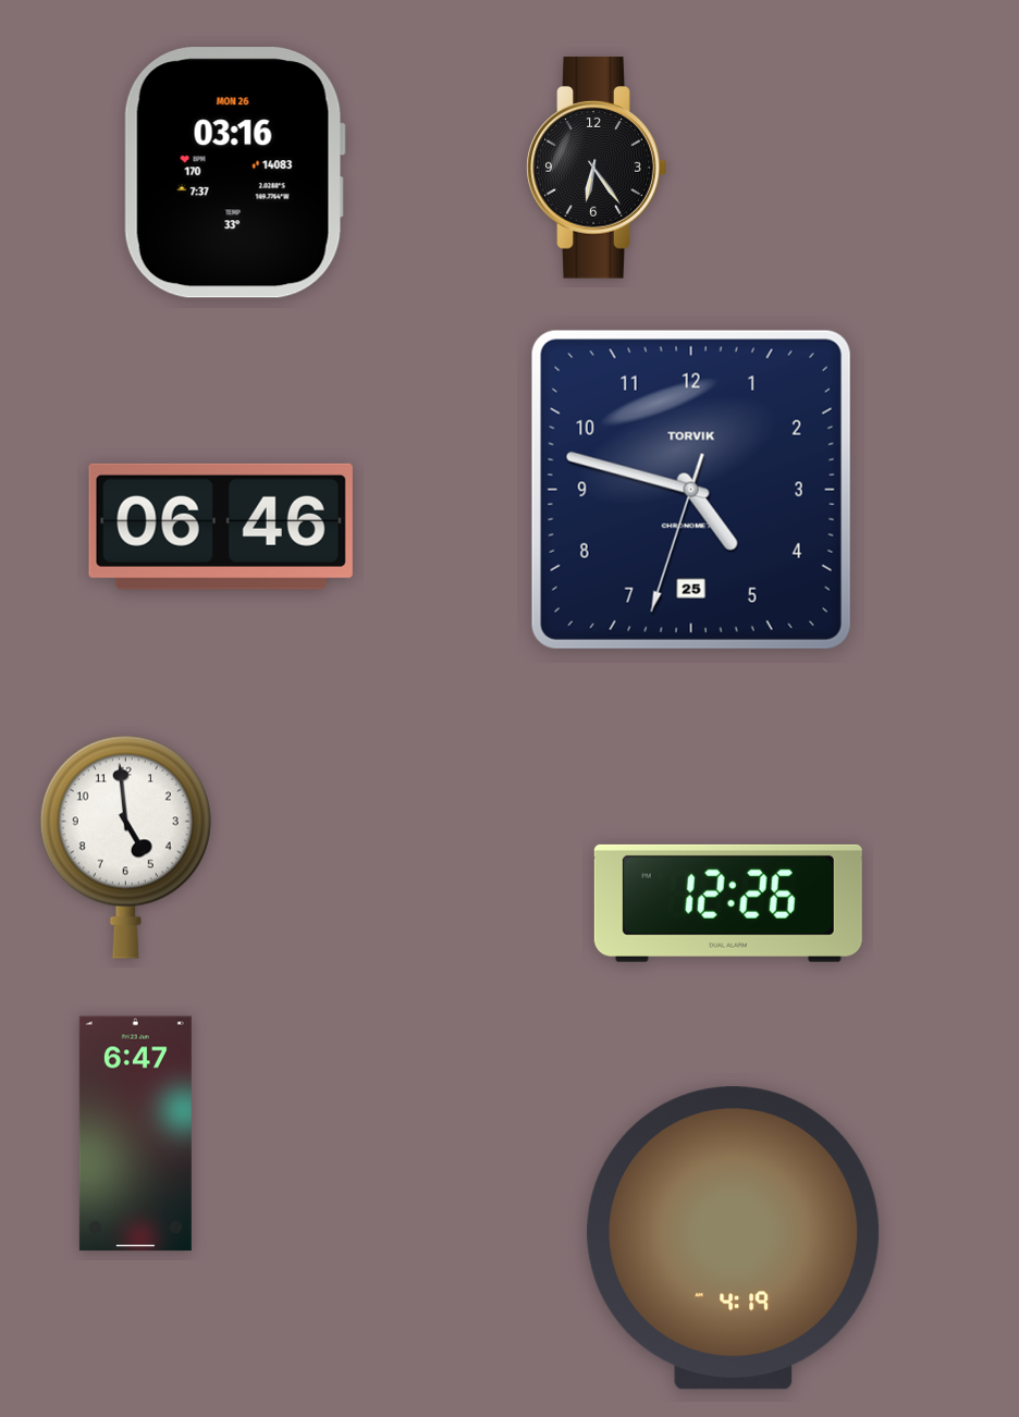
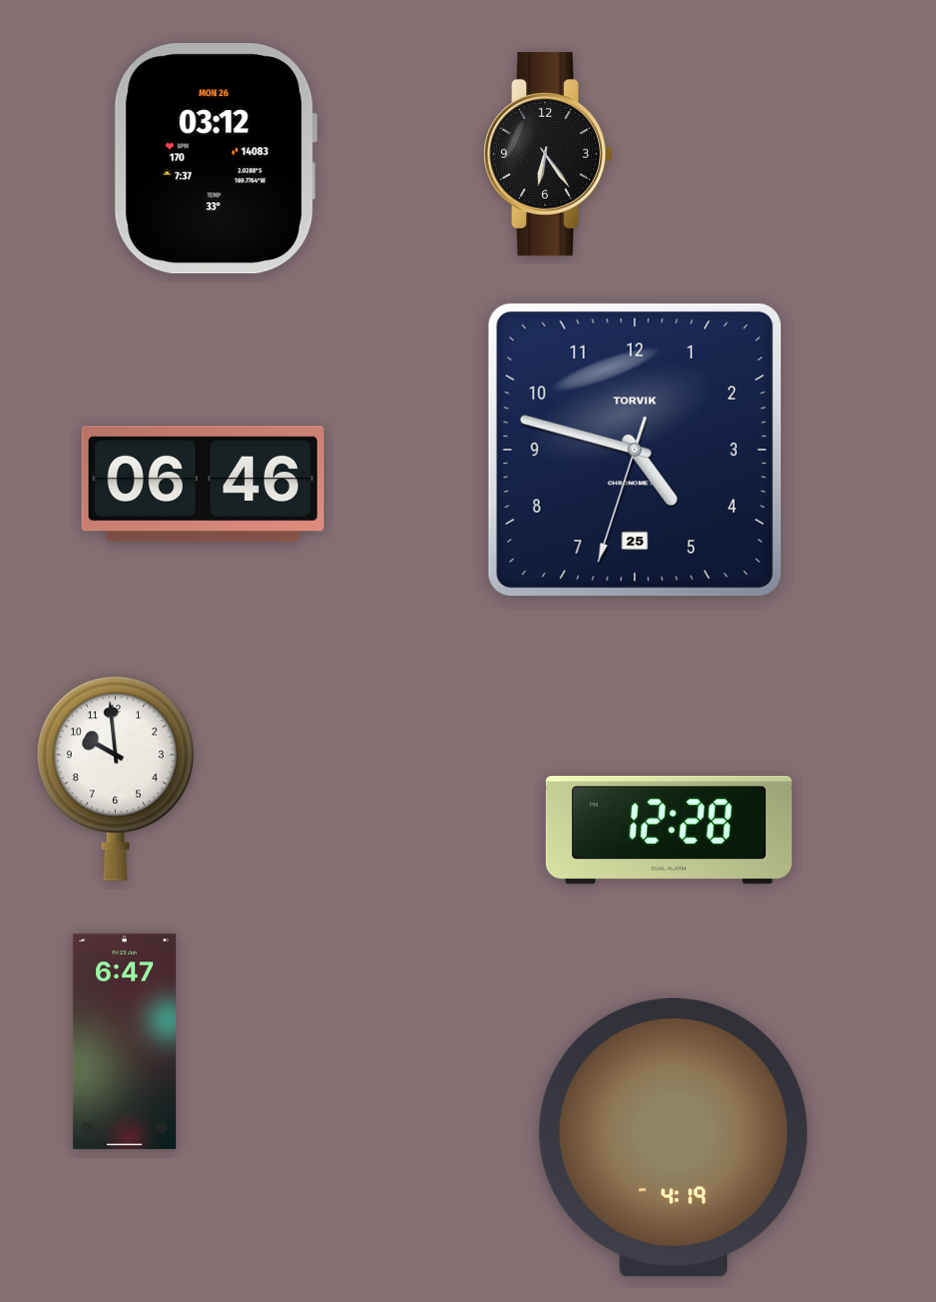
clock at (234, 173): 03:16 -> 03:12
clock at (125, 847): 4:59 -> 9:59
clock at (728, 903): 12:26 -> 12:28
